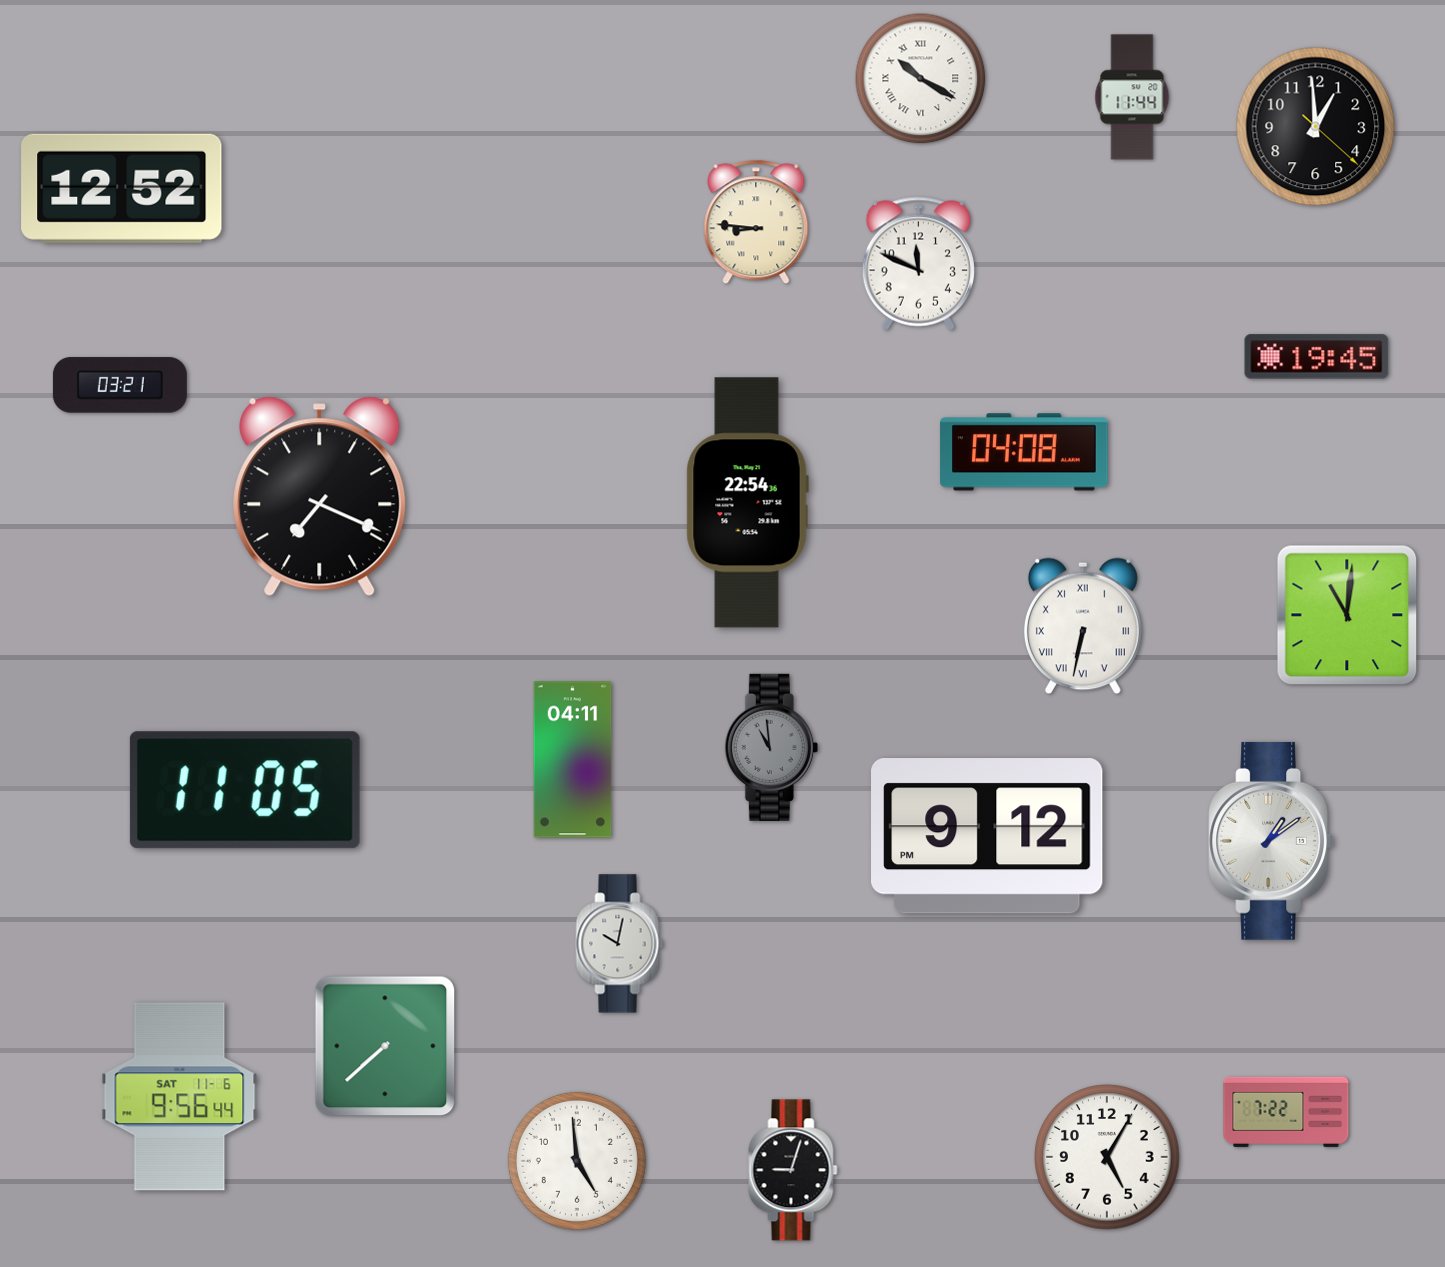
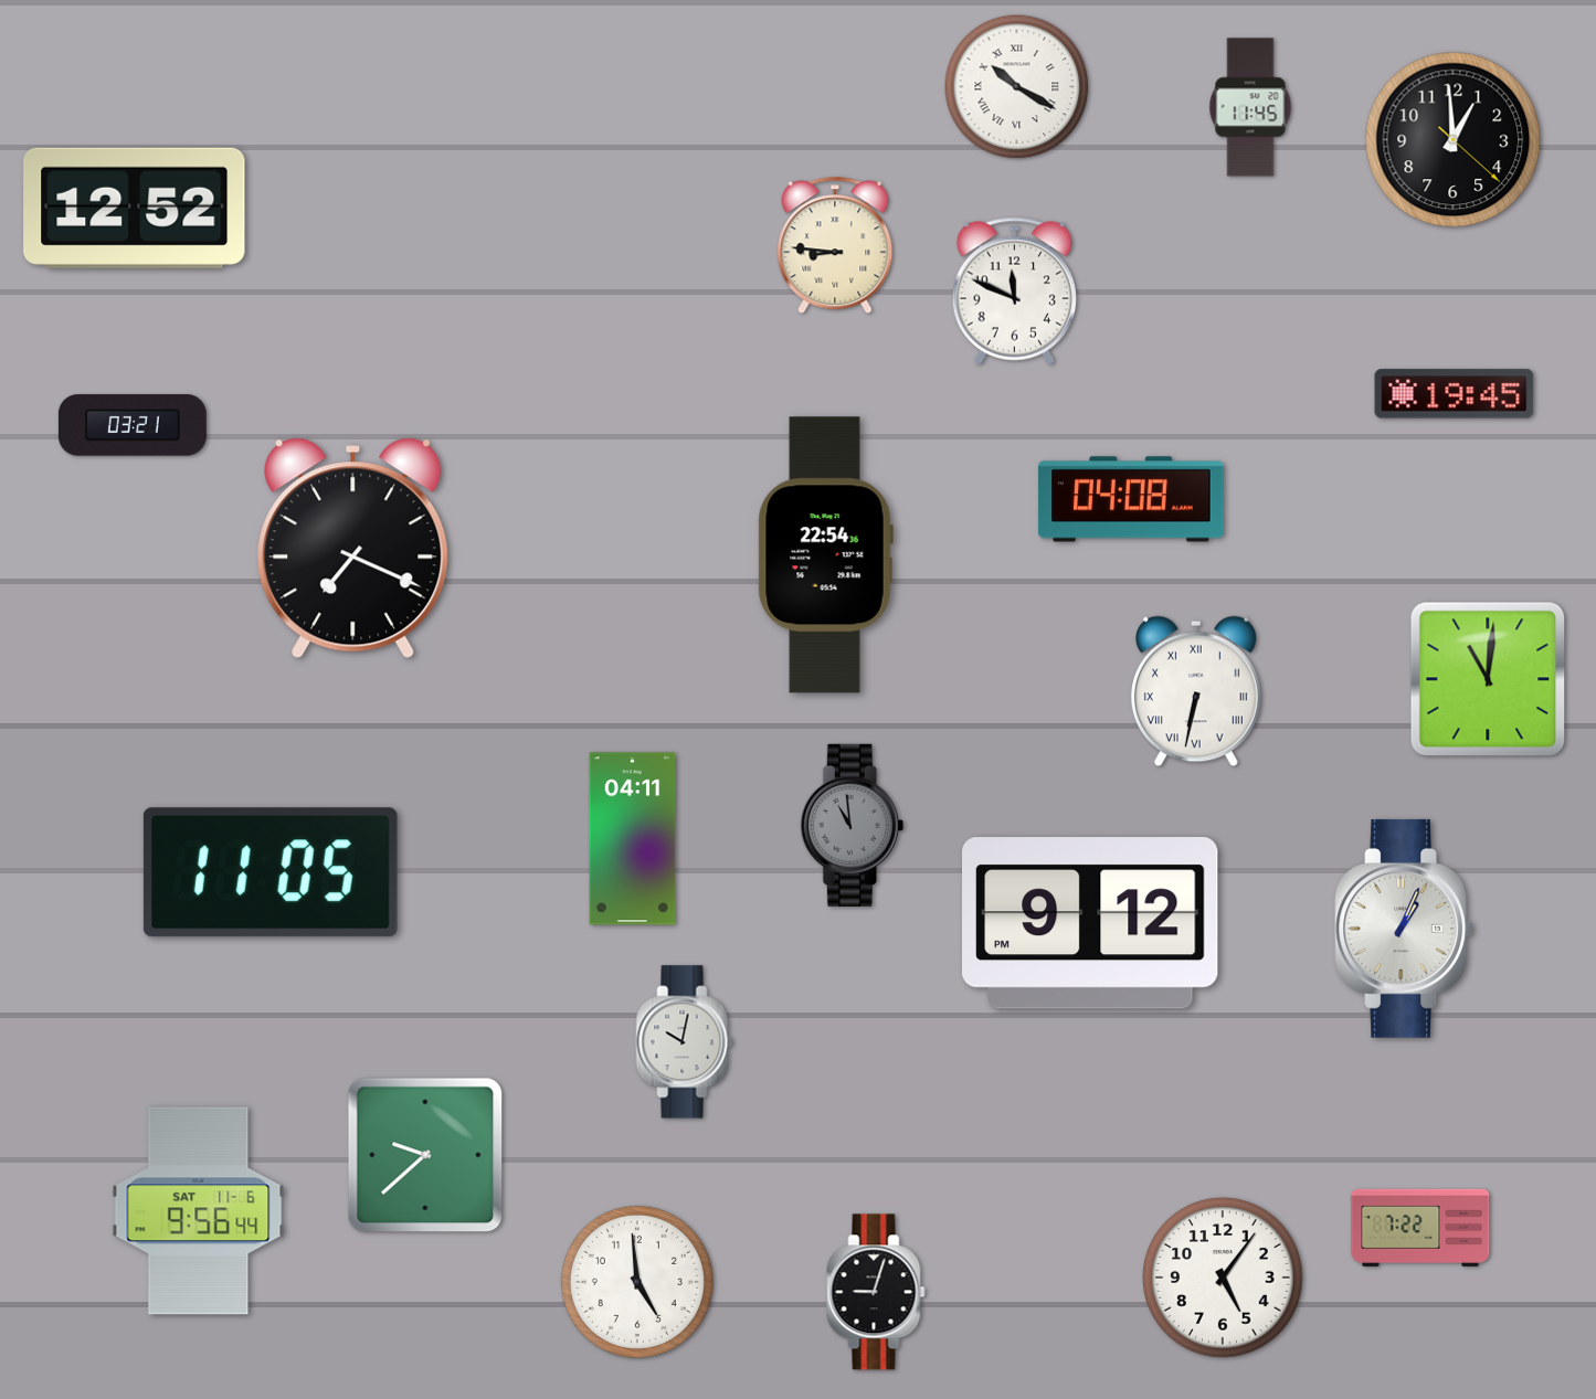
clock at (1132, 97): 11:44 -> 11:45
clock at (1270, 841): 1:09 -> 1:04
clock at (385, 1046): 7:38 -> 9:38
clock at (1107, 1157): 5:05 -> 5:06
